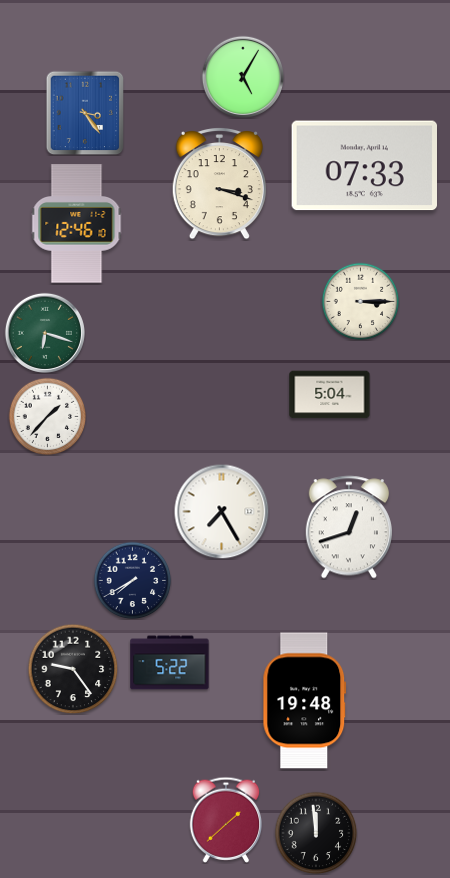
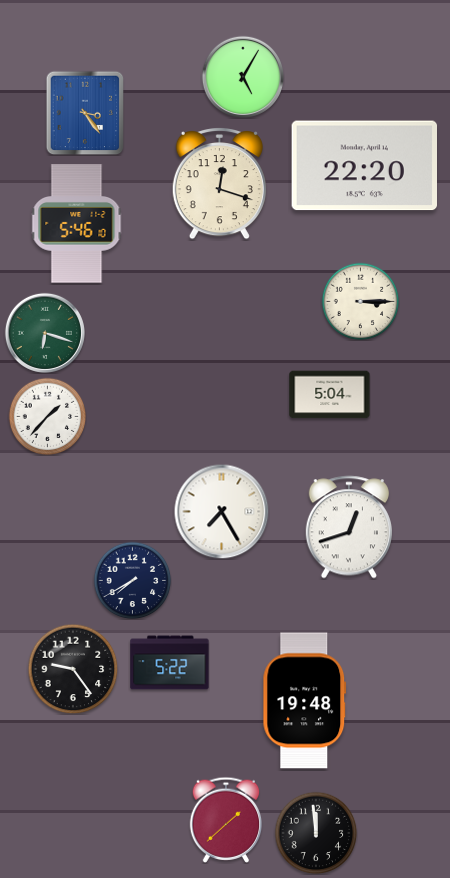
clock at (364, 166): 07:33 -> 22:20
clock at (219, 184): 3:18 -> 12:18
clock at (77, 224): 12:46 -> 5:46
